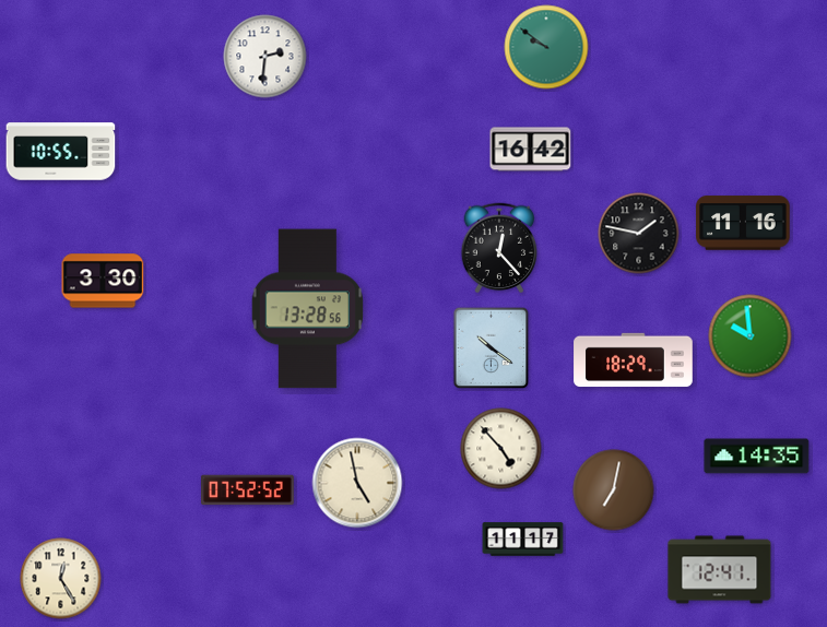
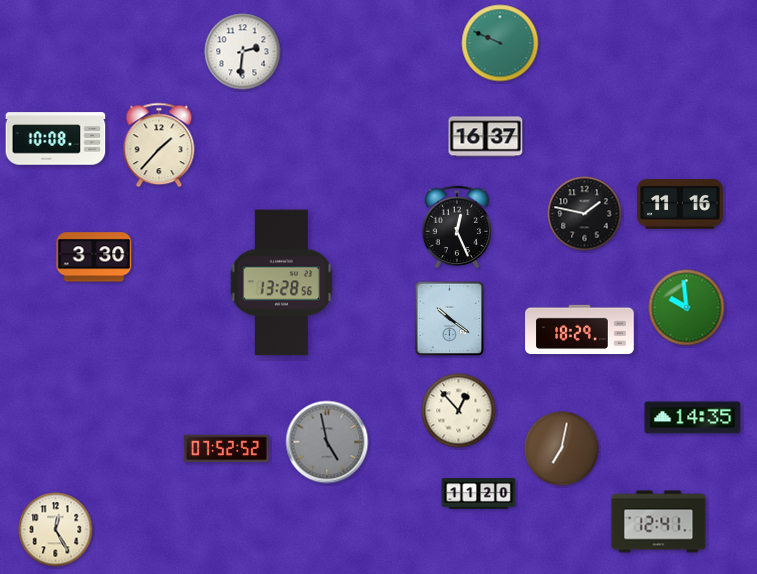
clock at (546, 47): 9:51 -> 9:49
clock at (531, 150): 16:42 -> 16:37
clock at (61, 152): 10:55 -> 10:08
clock at (159, 145): none -> 1:37
clock at (499, 248): 12:23 -> 12:26
clock at (501, 449): 4:53 -> 12:53
clock at (357, 483) dial: cream -> grey
clock at (523, 540): 11:17 -> 11:20
